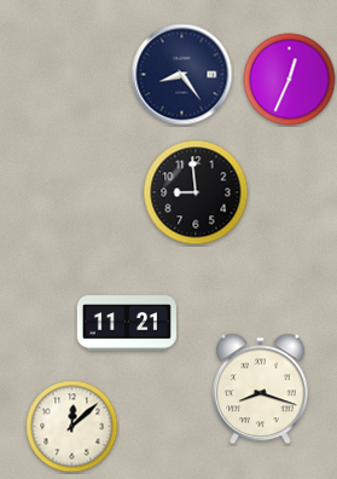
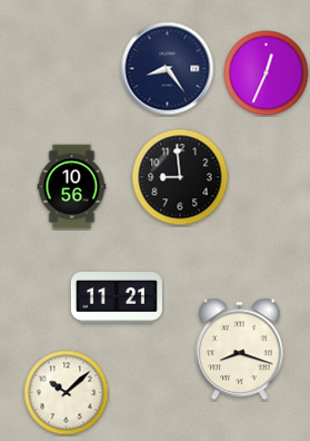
clock at (72, 187): none -> 10:56
clock at (261, 389) position: (261, 389) -> (240, 350)
clock at (72, 427): 12:08 -> 10:08
